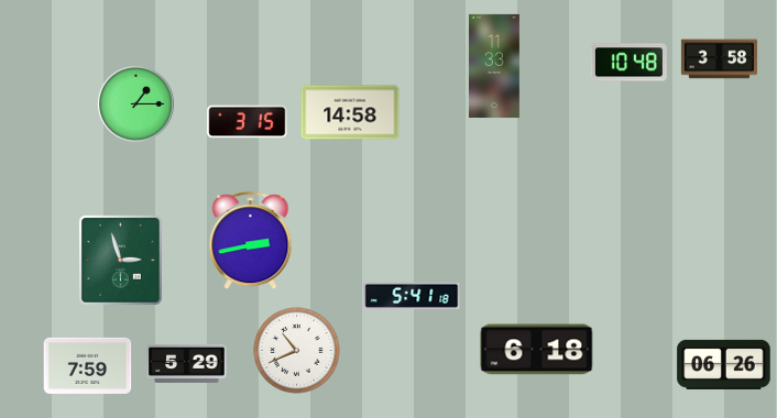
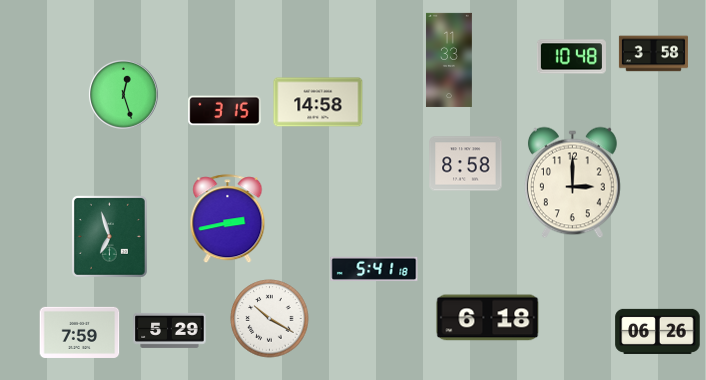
clock at (135, 103): 1:15 -> 12:27
clock at (466, 164): none -> 8:58
clock at (572, 183): none -> 3:00
clock at (120, 260): 2:57 -> 6:57
clock at (297, 351): 10:41 -> 10:20
